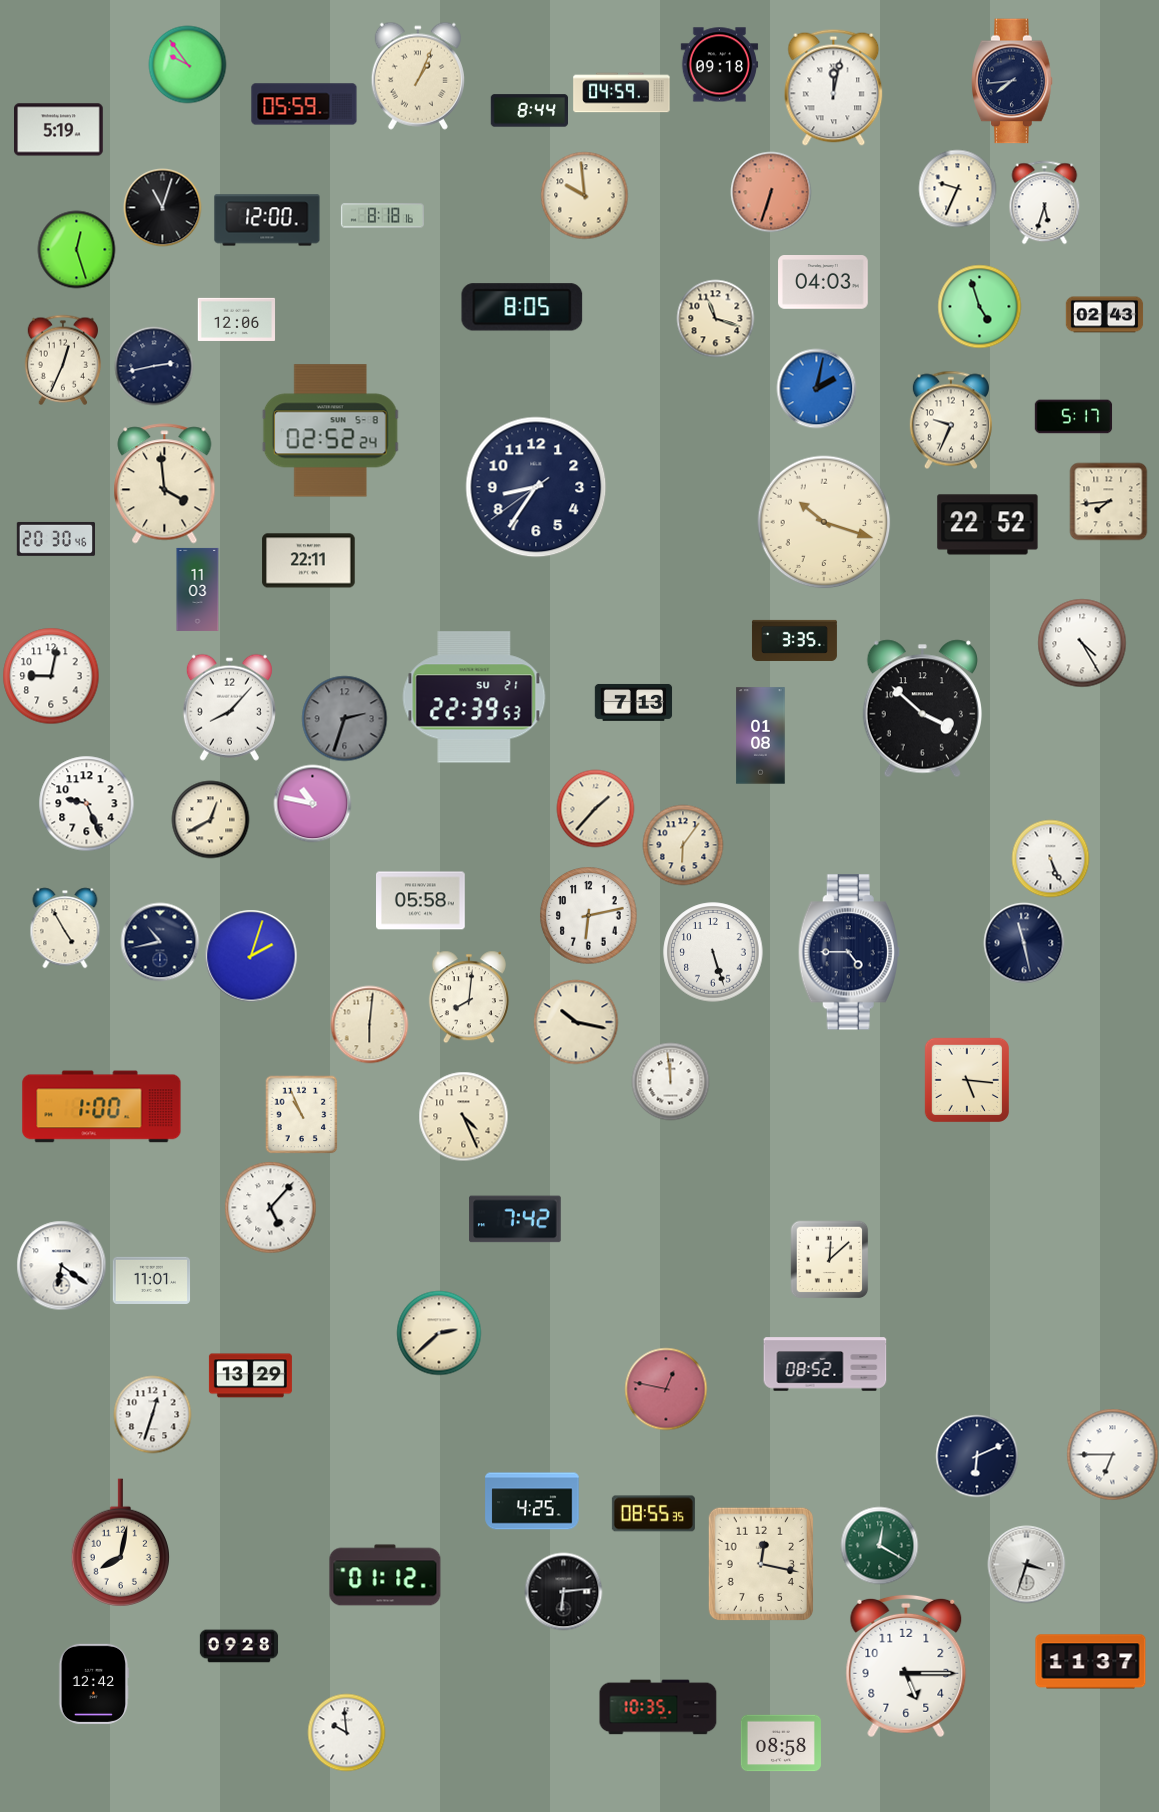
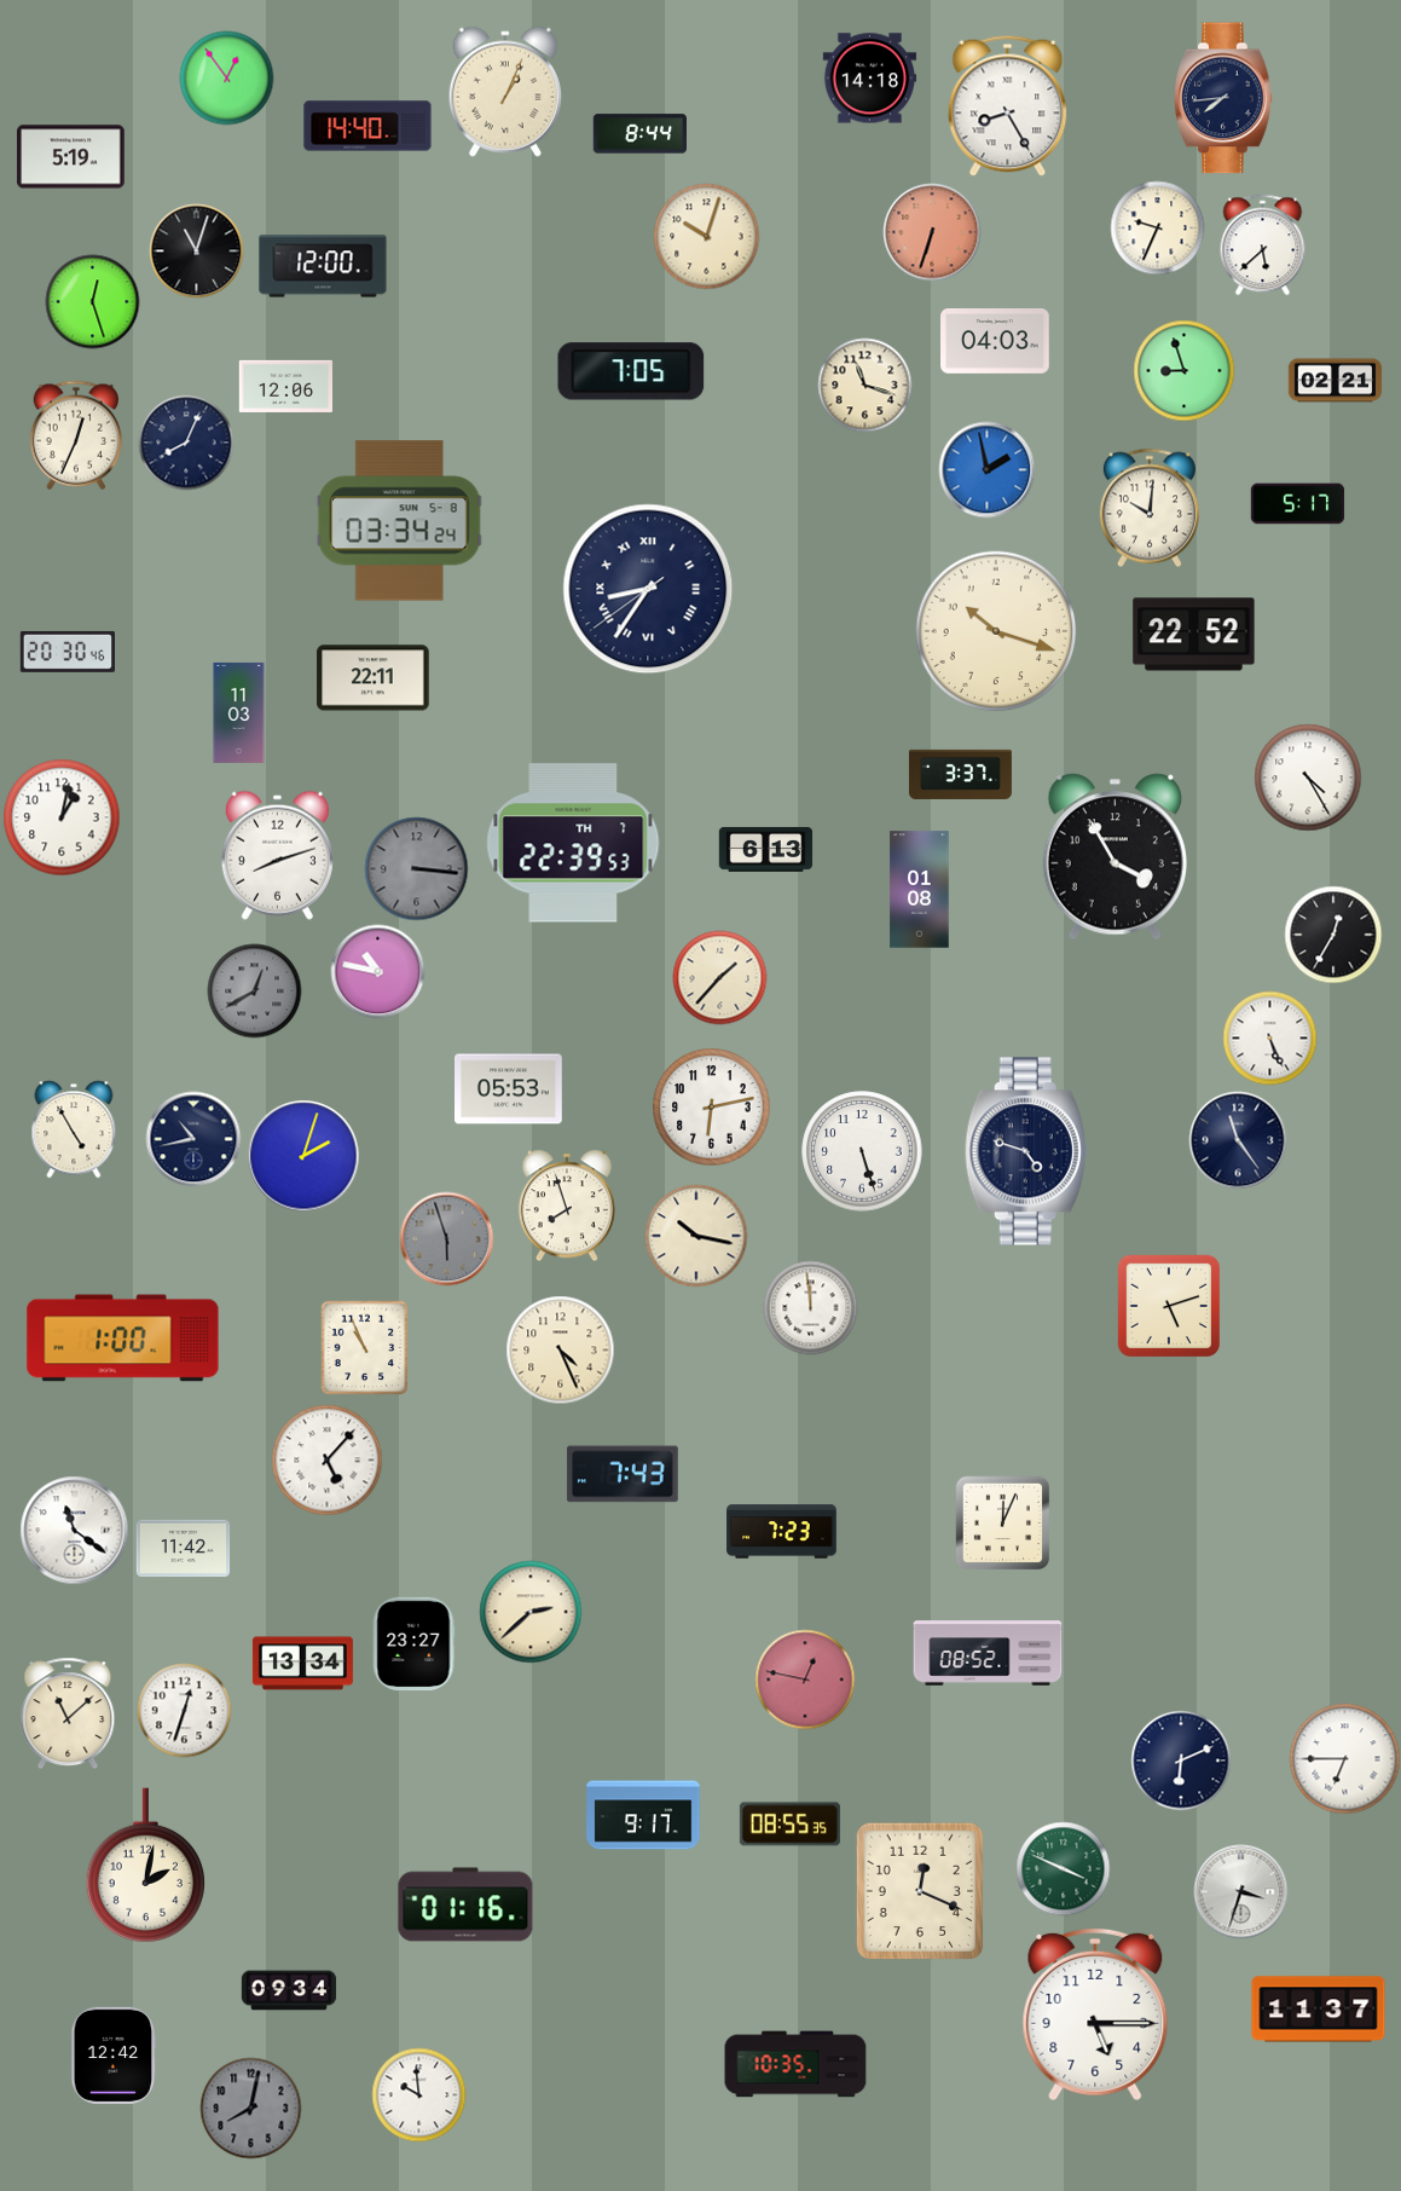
clock at (187, 64): 9:54 -> 12:54
clock at (719, 65): 09:18 -> 14:18
clock at (834, 87): 12:02 -> 8:25
clock at (622, 93): 04:59 -> none
clock at (304, 104): 05:59 -> 14:40
clock at (584, 195): 9:59 -> 10:03
clock at (1045, 202): 5:33 -> 5:38
clock at (382, 216): 8:18 -> none
clock at (979, 306): 4:57 -> 8:57
clock at (522, 307): 8:05 -> 7:05
clock at (1104, 315): 02:43 -> 02:21
clock at (154, 366): 2:43 -> 8:04
clock at (816, 388): 2:02 -> 1:58
clock at (951, 420): 9:34 -> 10:01
clock at (330, 431): 02:52 -> 03:34
clock at (165, 484): 3:59 -> none
clock at (536, 487) numerals: Arabic -> Roman
clock at (1108, 501): 7:44 -> none
clock at (794, 640): 3:35 -> 3:37
clock at (51, 676): 9:02 -> 1:02
clock at (474, 697) date: SU 21 -> TH 7
clock at (633, 703): 7:13 -> 6:13
clock at (229, 707): 8:07 -> 8:12
clock at (922, 709): 3:52 -> 3:55
clock at (344, 718): 2:33 -> 3:16
clock at (1333, 935): none -> 12:35
clock at (86, 803): 9:26 -> none
clock at (210, 819) dial: cream -> grey
clock at (683, 845): 6:06 -> none
clock at (421, 901): 05:58 -> 05:53
clock at (65, 928) position: (65, 928) -> (74, 1129)
clock at (1024, 943): 11:28 -> 11:24
clock at (849, 952): 4:45 -> 4:48
clock at (469, 997): 8:01 -> 7:57
clock at (369, 1024): 6:01 -> 5:57
clock at (369, 1024) dial: cream -> grey
clock at (967, 1080): 5:16 -> 5:12
clock at (515, 1219): 7:42 -> 7:43
clock at (829, 1259): 12:08 -> 12:04
clock at (61, 1265): 6:21 -> 11:21
clock at (782, 1532): none -> 7:23
clock at (151, 1280): 11:01 -> 11:42
clock at (413, 1643): none -> 23:27
clock at (825, 1364) position: (825, 1364) -> (988, 1653)
clock at (250, 1376): 13:29 -> 13:34
clock at (68, 1712): none -> 11:08
clock at (532, 1501): 4:25 -> 9:17
clock at (653, 1514) position: (653, 1514) -> (789, 1825)
clock at (120, 1543): 8:02 -> 2:02
clock at (879, 1545): 12:20 -> 3:49
clock at (760, 1563): 12:17 -> 12:19
clock at (385, 1575): 01:12 -> 01:16
clock at (563, 1591): 6:14 -> none
clock at (239, 1646): 09:28 -> 09:34
clock at (94, 1684) position: (94, 1684) -> (114, 2056)
clock at (250, 2108): none -> 8:02
clock at (781, 1743): 08:58 -> none
